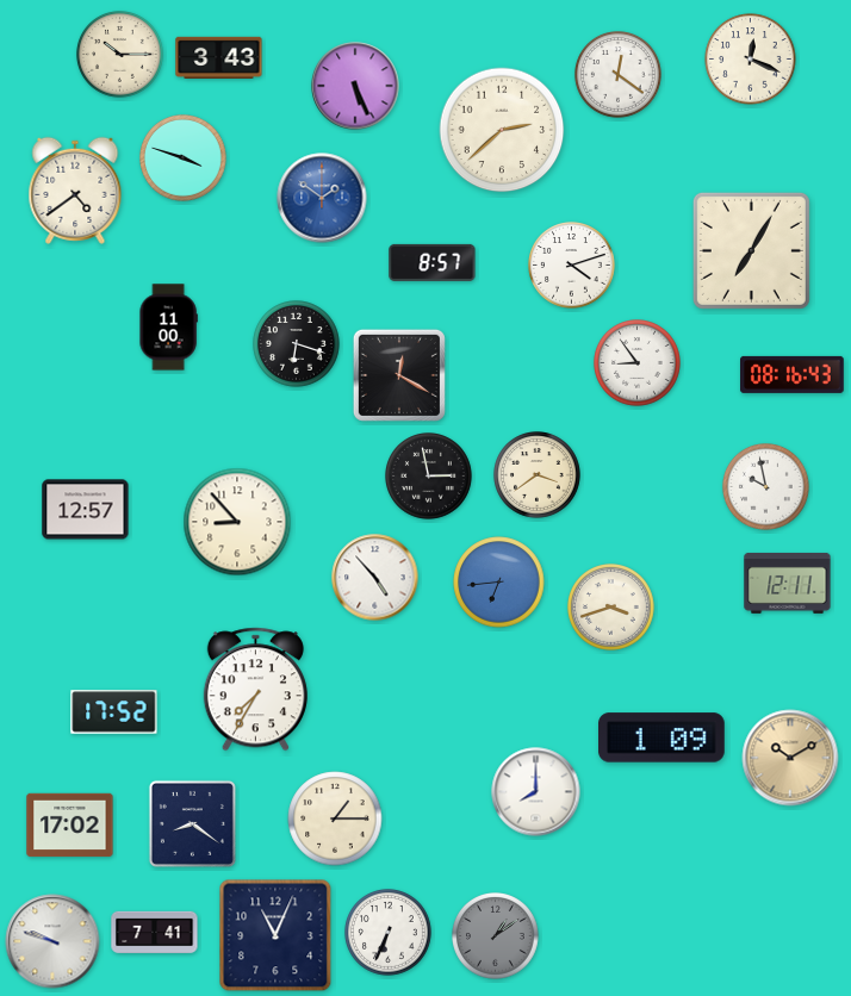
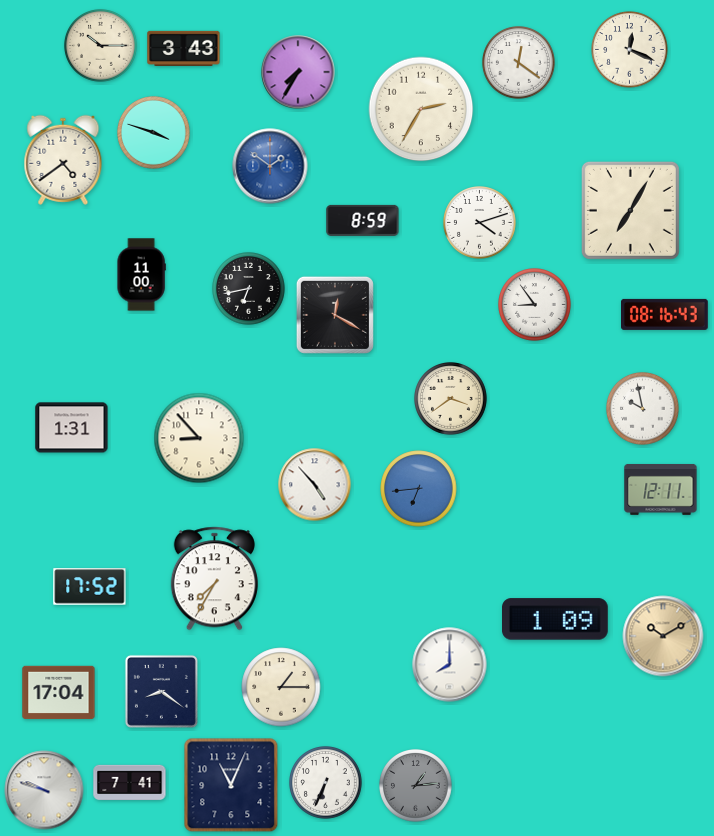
clock at (355, 86): 5:26 -> 7:35
clock at (502, 130): 2:38 -> 2:35
clock at (433, 262): 8:57 -> 8:59
clock at (297, 344): 6:18 -> 6:43
clock at (429, 477): 2:58 -> none
clock at (86, 510): 12:57 -> 1:31
clock at (611, 608): 3:42 -> none
clock at (114, 712) position: (114, 712) -> (90, 587)
clock at (70, 826): 17:02 -> 17:04
clock at (496, 936): 1:09 -> 1:14
